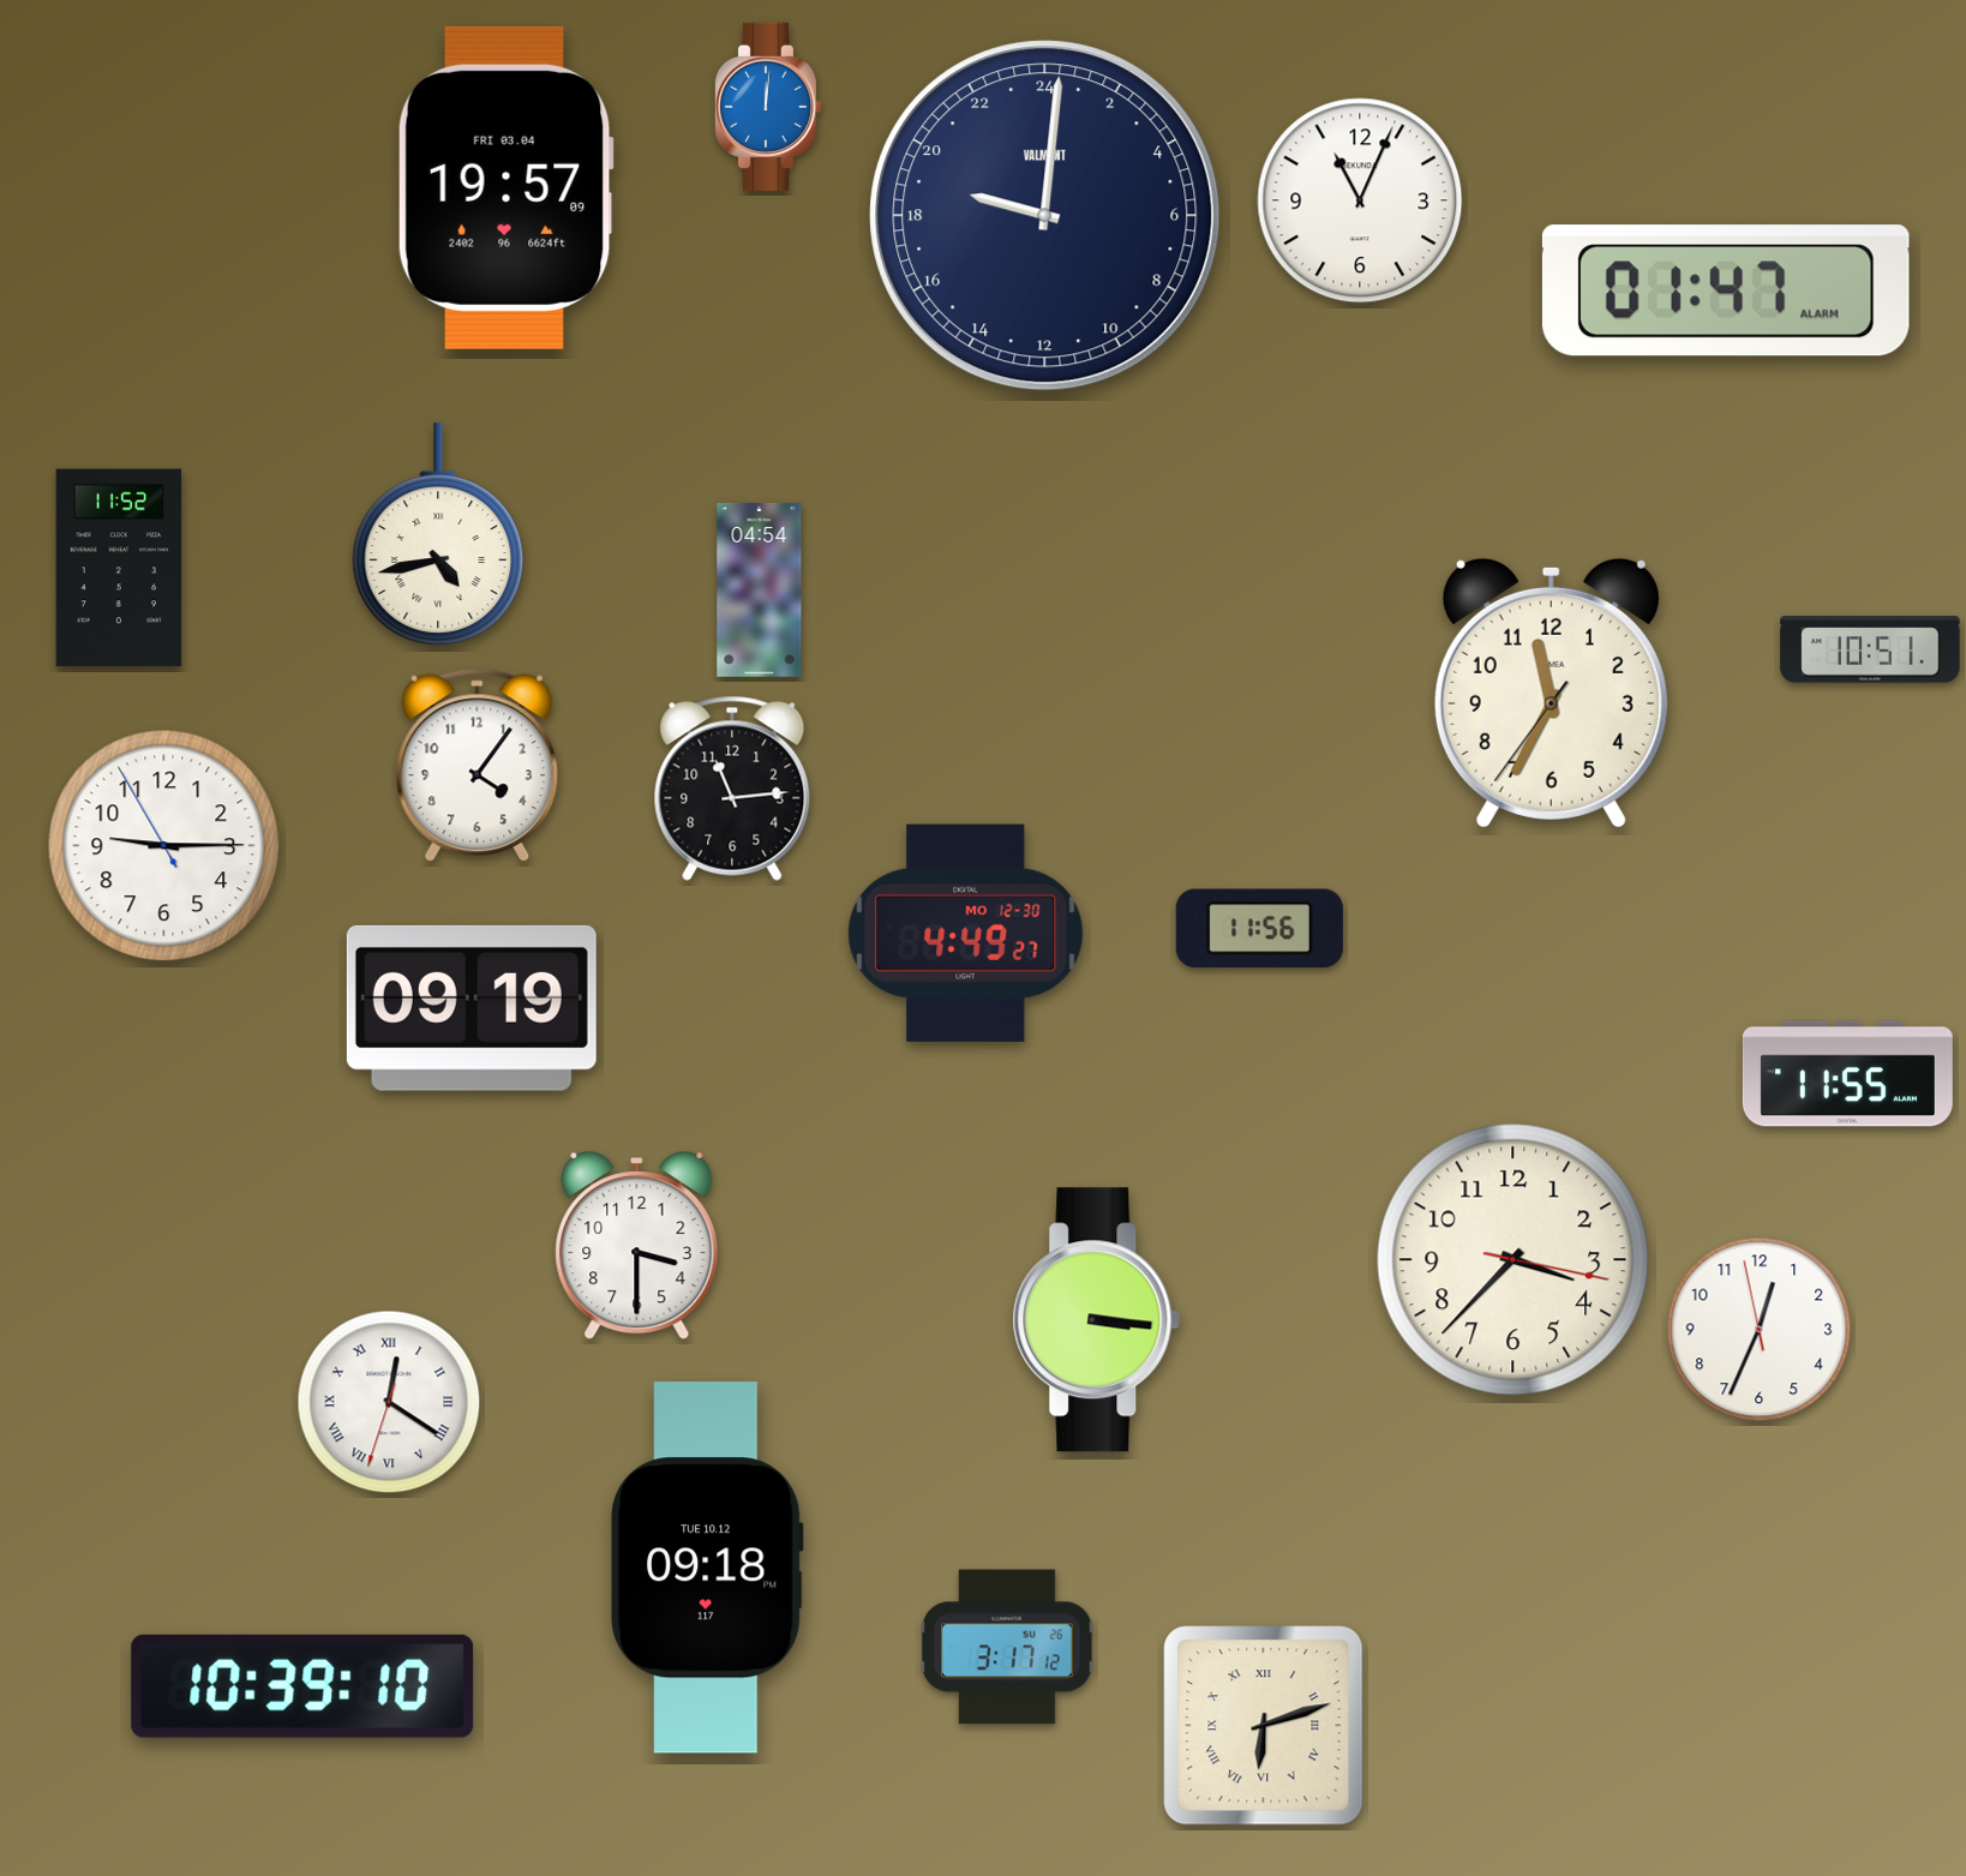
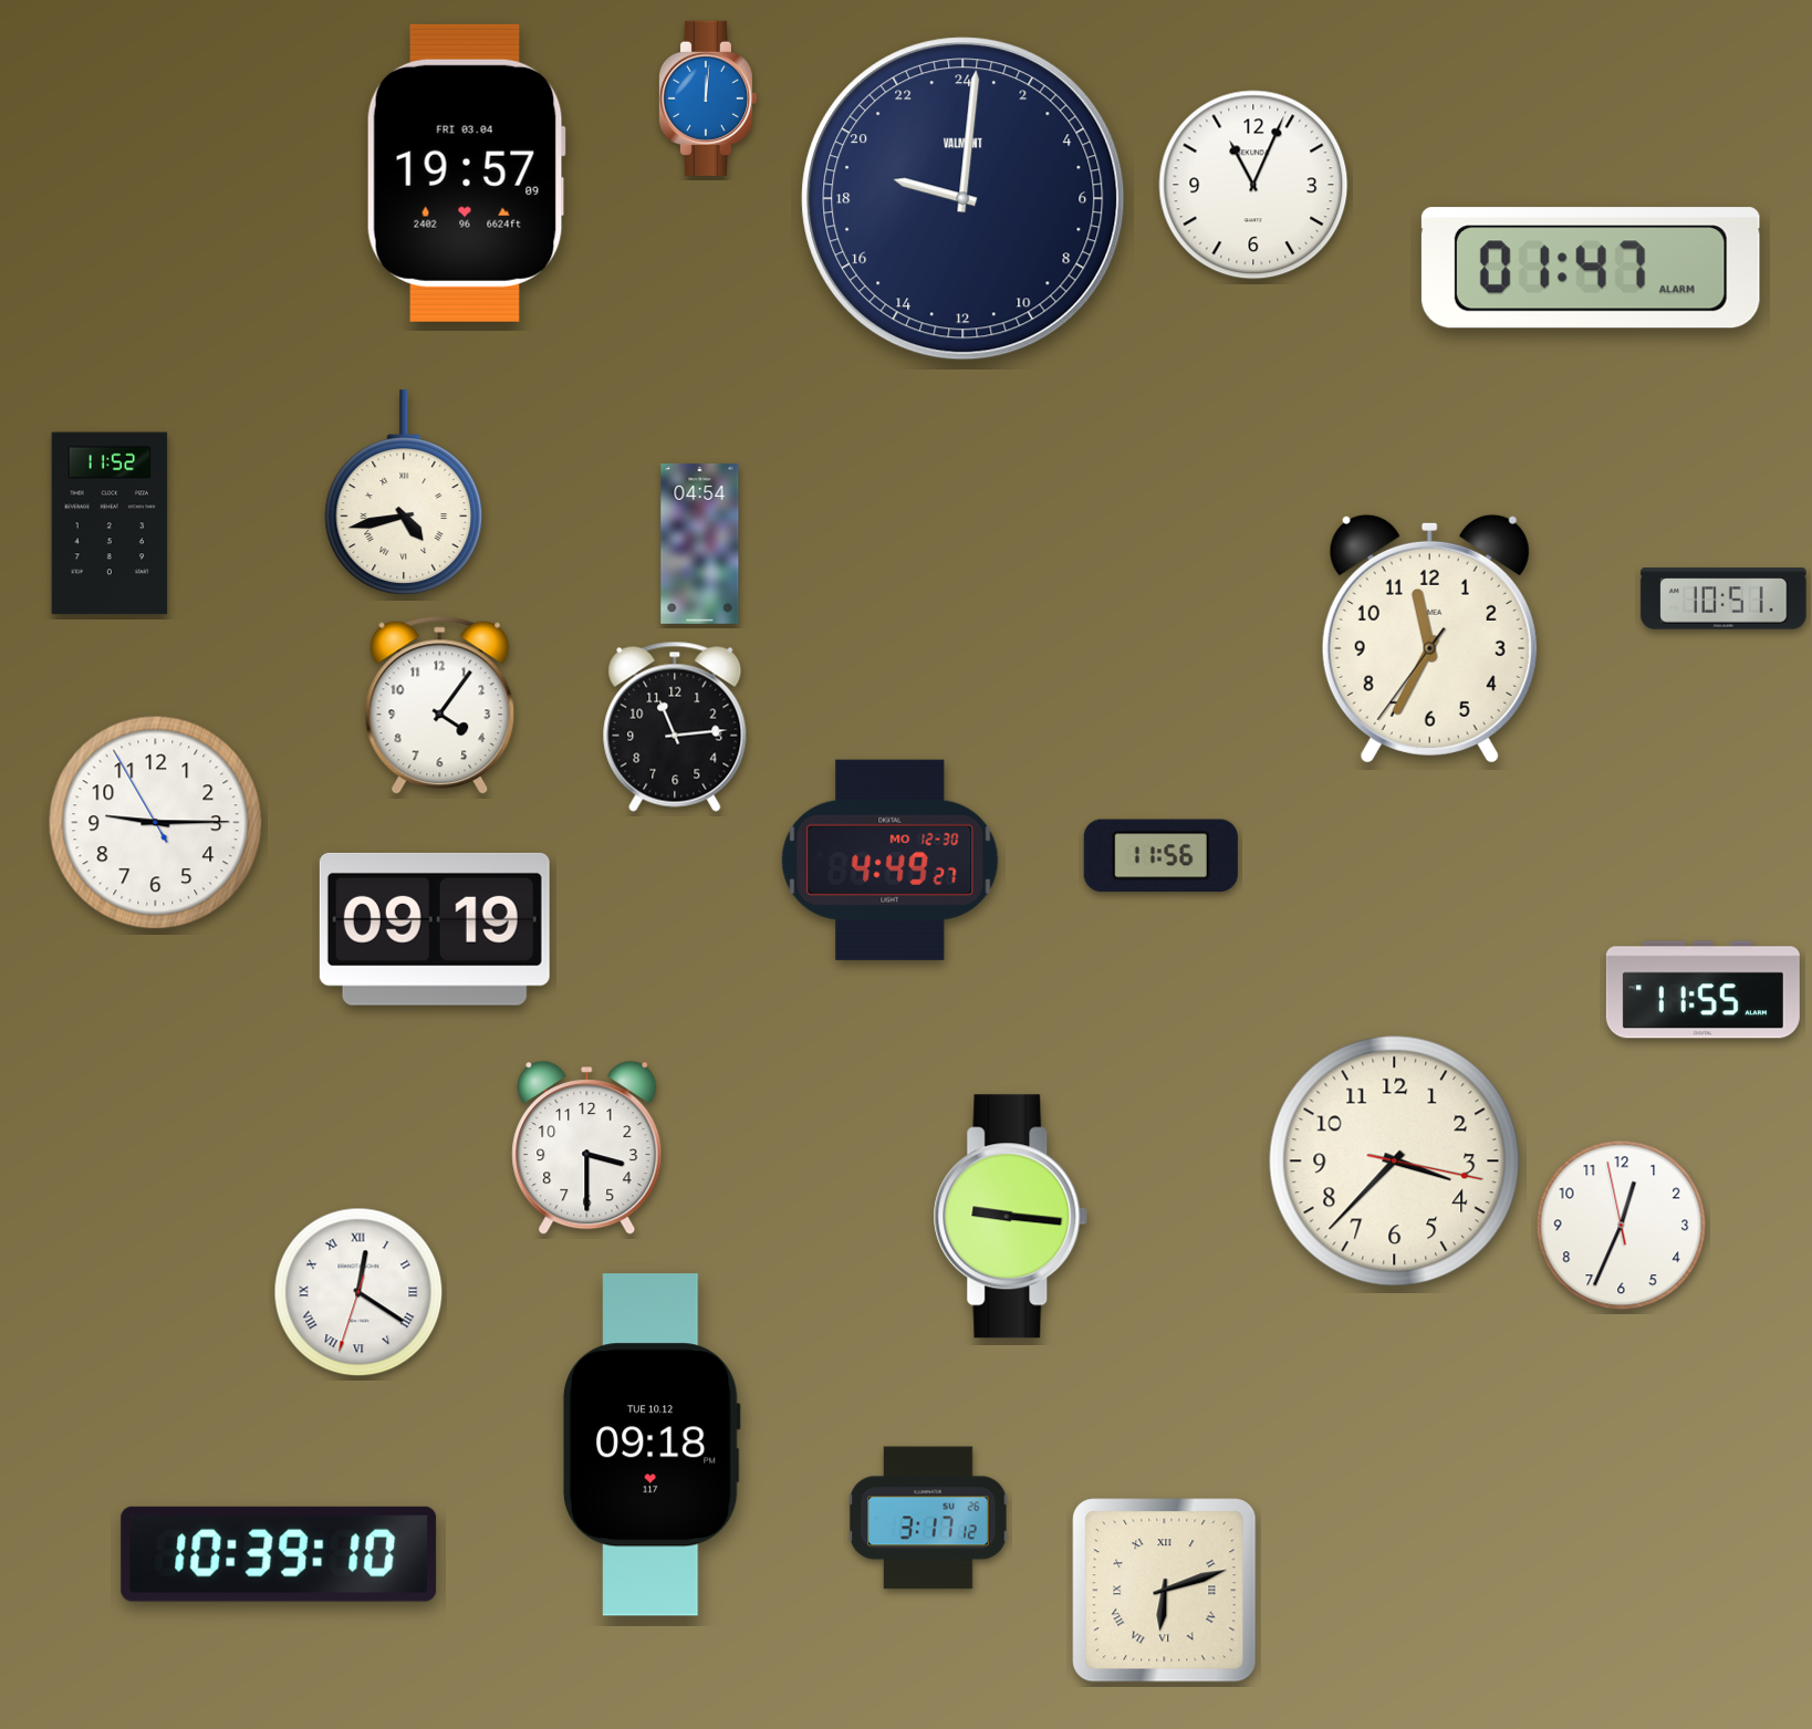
clock at (164, 846) position: (164, 846) -> (156, 823)
clock at (1097, 1320): 3:16 -> 9:16
